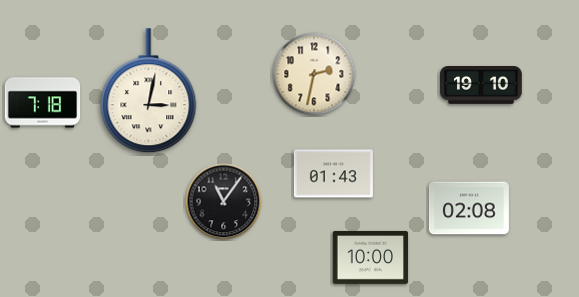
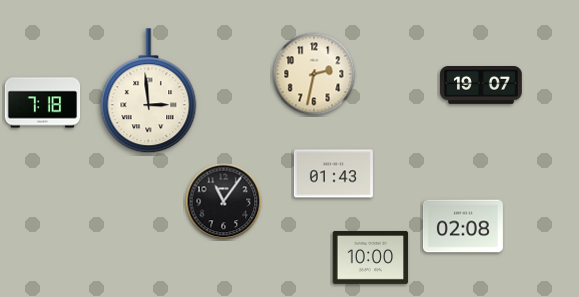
clock at (482, 86): 19:10 -> 19:07
clock at (149, 91): 3:02 -> 2:59
clock at (469, 208) position: (469, 208) -> (463, 226)
